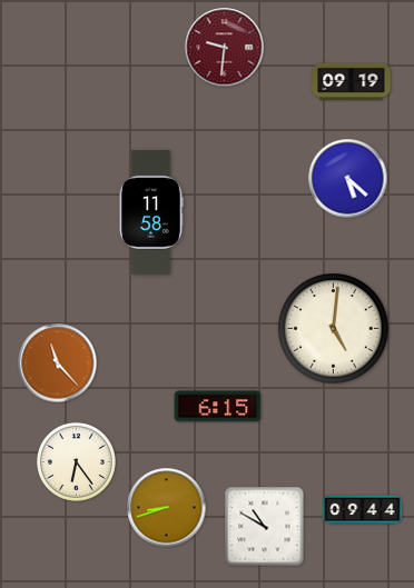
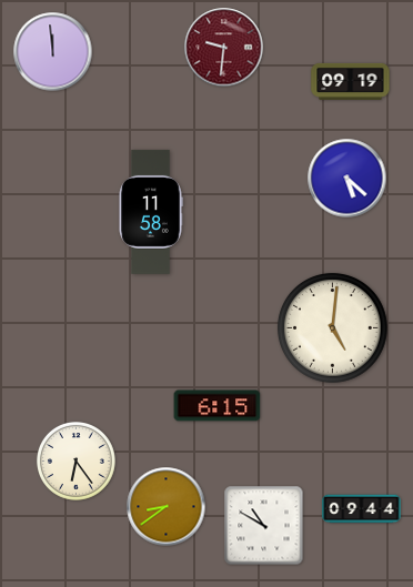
clock at (53, 52): none -> 11:59
clock at (58, 363): 11:23 -> none
clock at (167, 508): 8:42 -> 8:39
